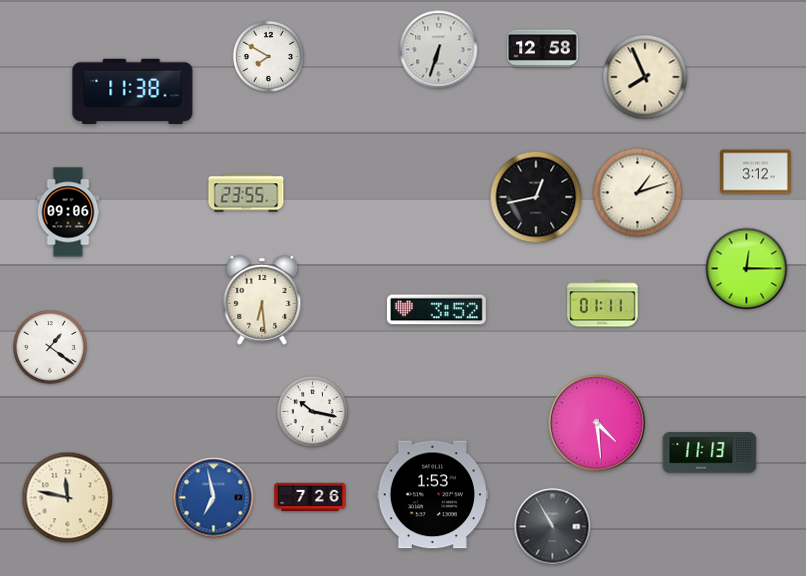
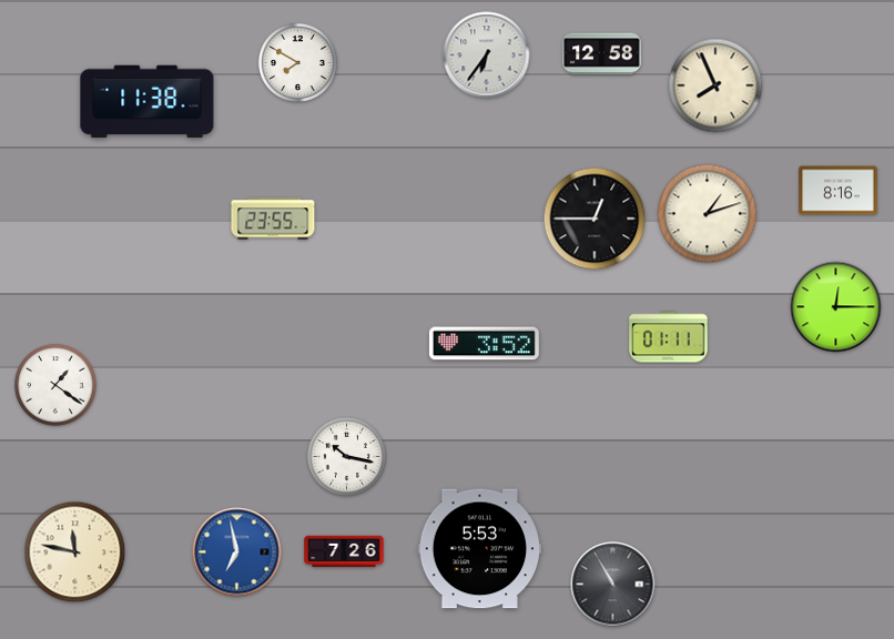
clock at (439, 50): 6:33 -> 6:36
clock at (756, 172): 3:12 -> 8:16
clock at (246, 193) position: (246, 193) -> (273, 219)
clock at (536, 197): 12:43 -> 12:45
clock at (68, 212): 09:06 -> none
clock at (747, 269) position: (747, 269) -> (836, 307)
clock at (262, 300): 6:29 -> none
clock at (597, 423): 4:29 -> none
clock at (710, 453): 11:13 -> none
clock at (432, 495): 1:53 -> 5:53
